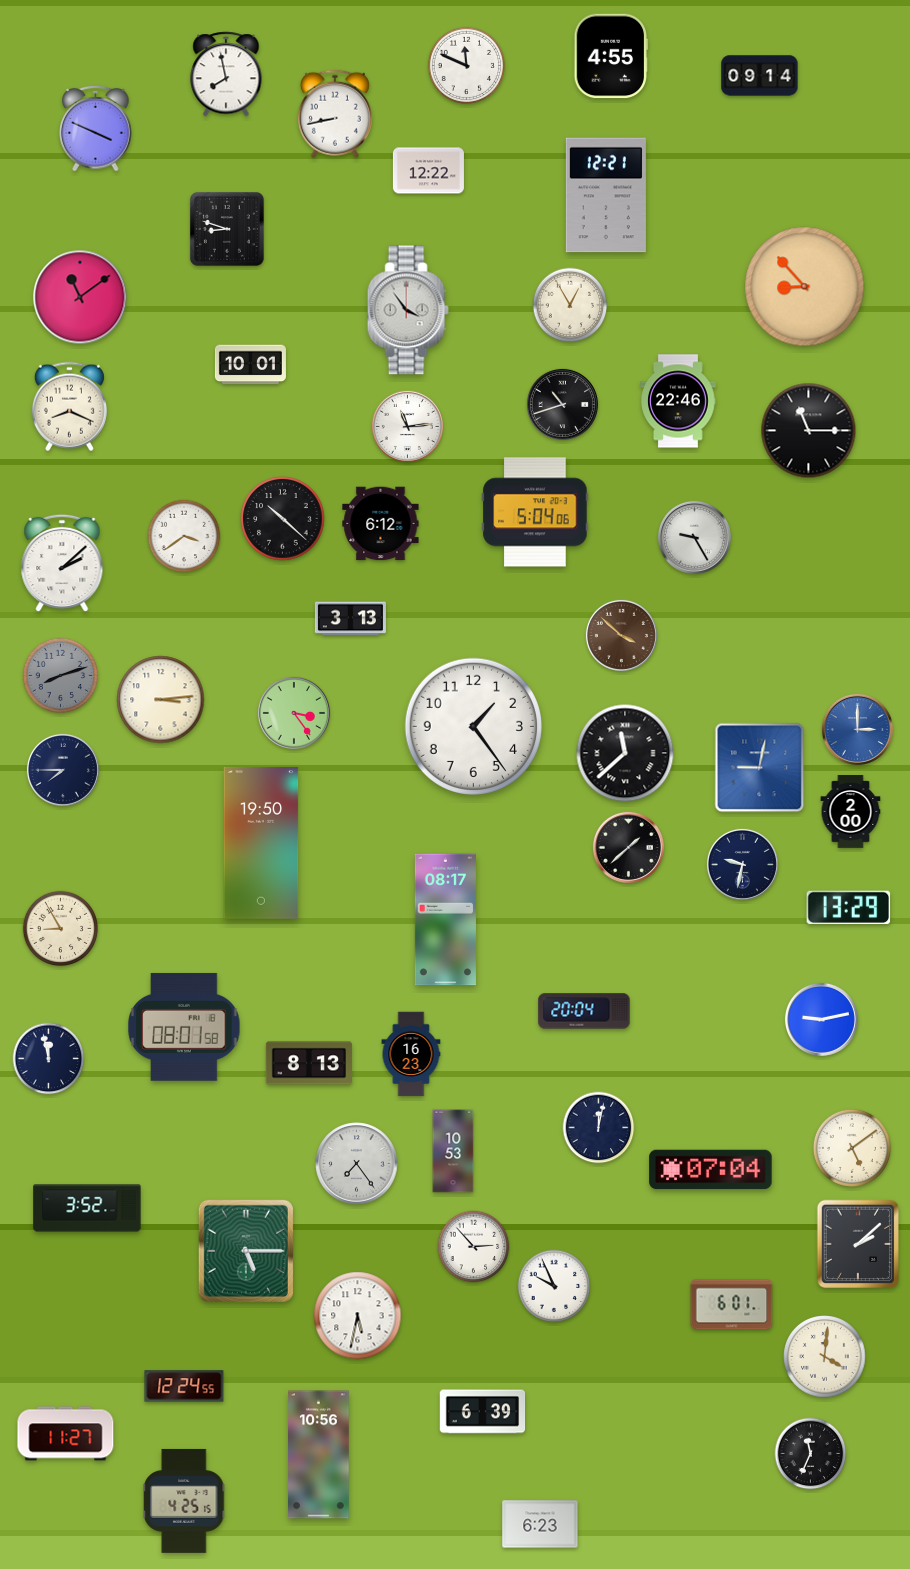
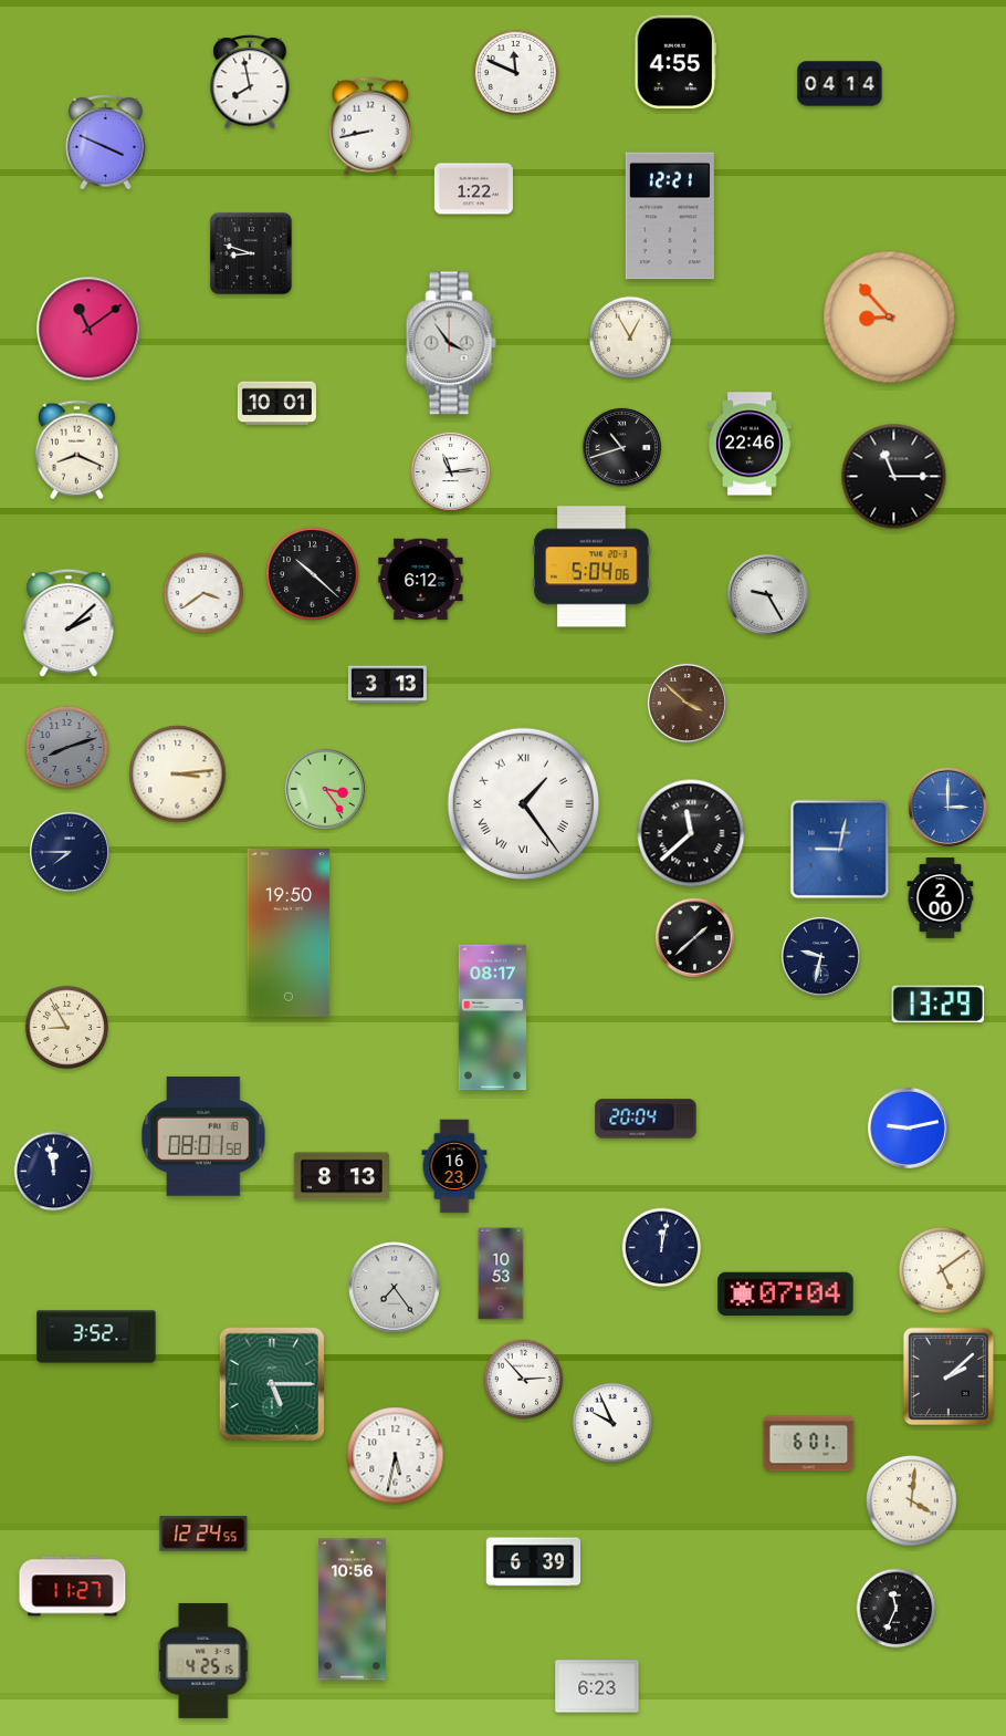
clock at (760, 76): 09:14 -> 04:14
clock at (428, 171): 12:22 -> 1:22
clock at (473, 726) numerals: Arabic -> Roman
